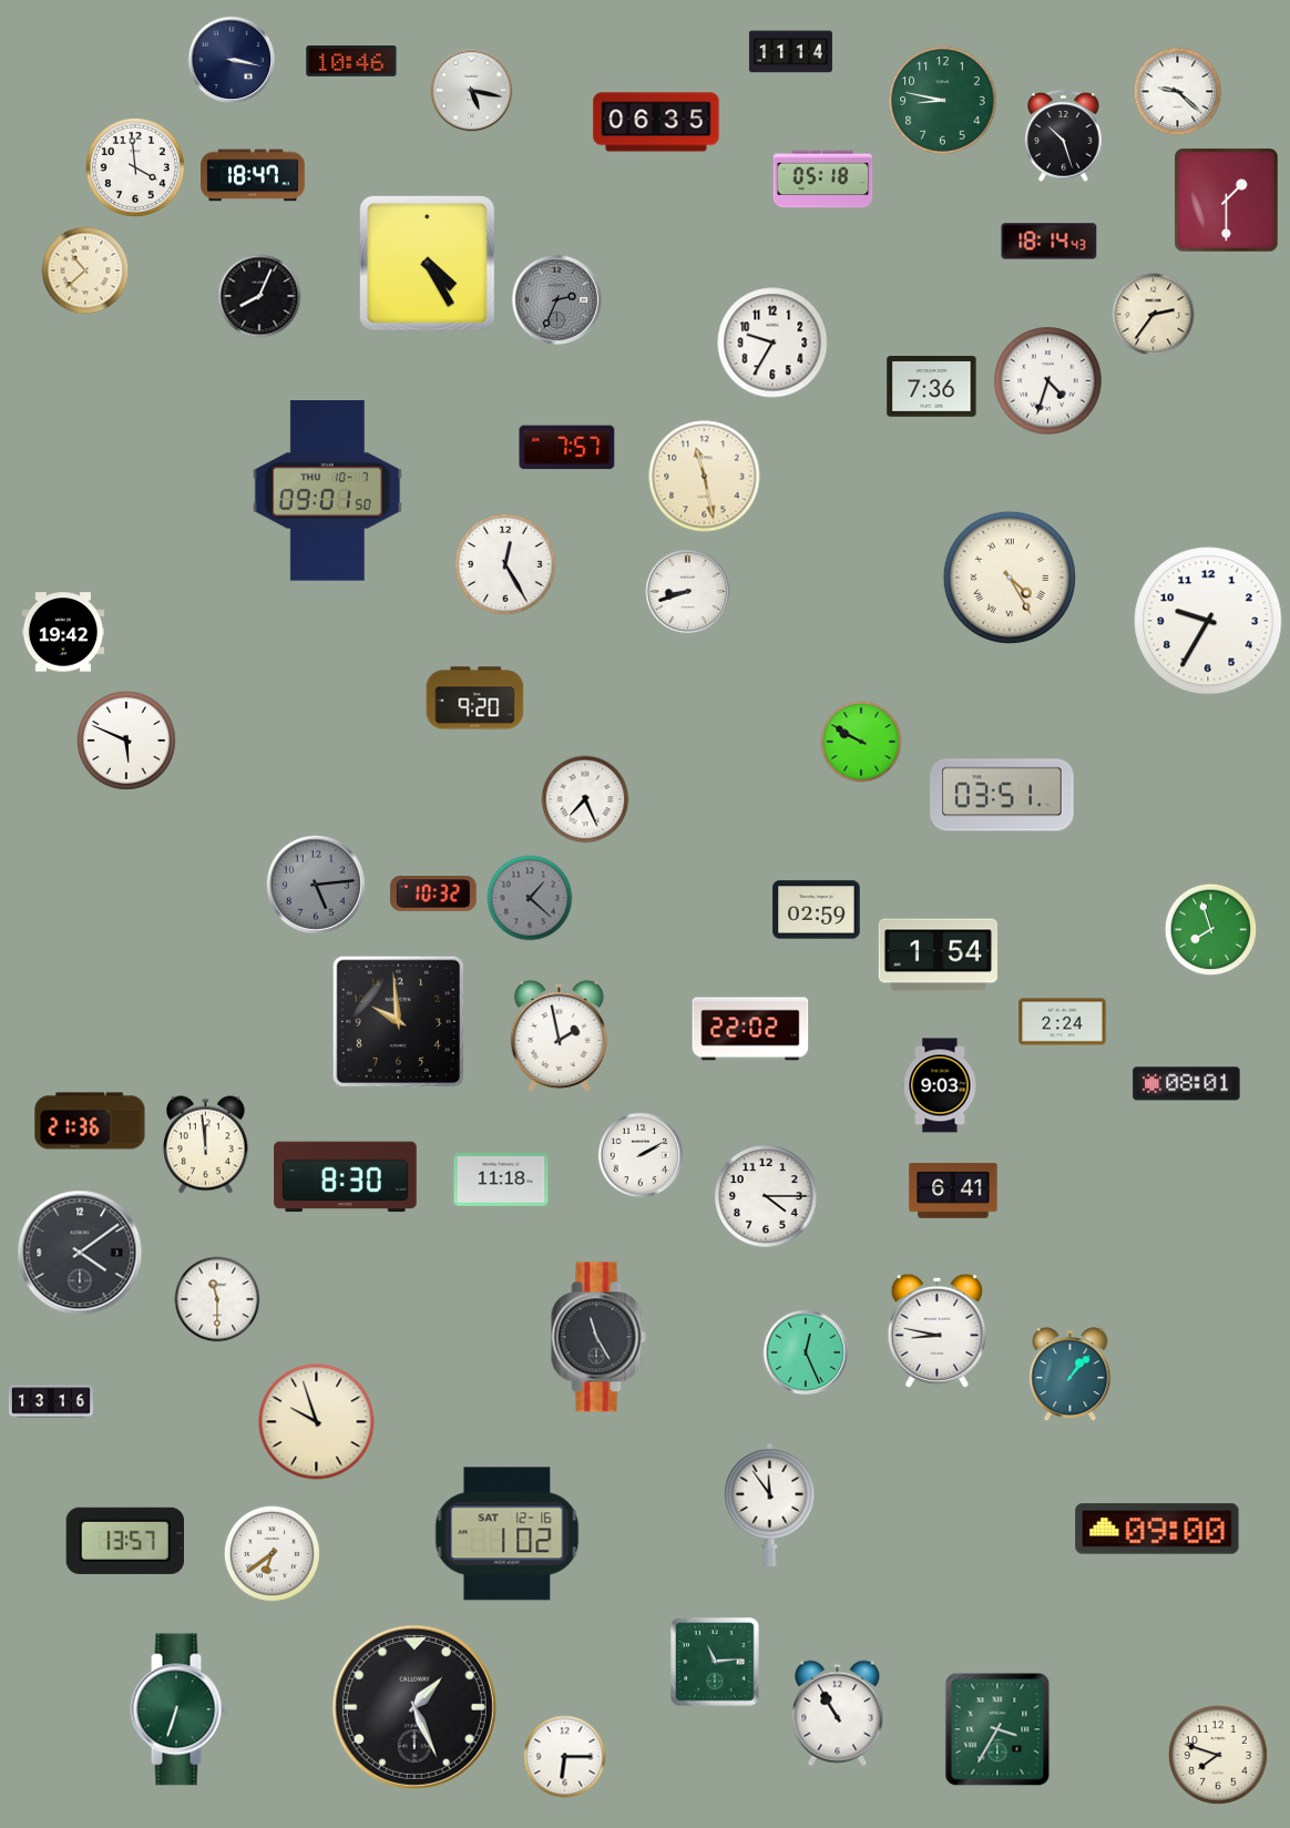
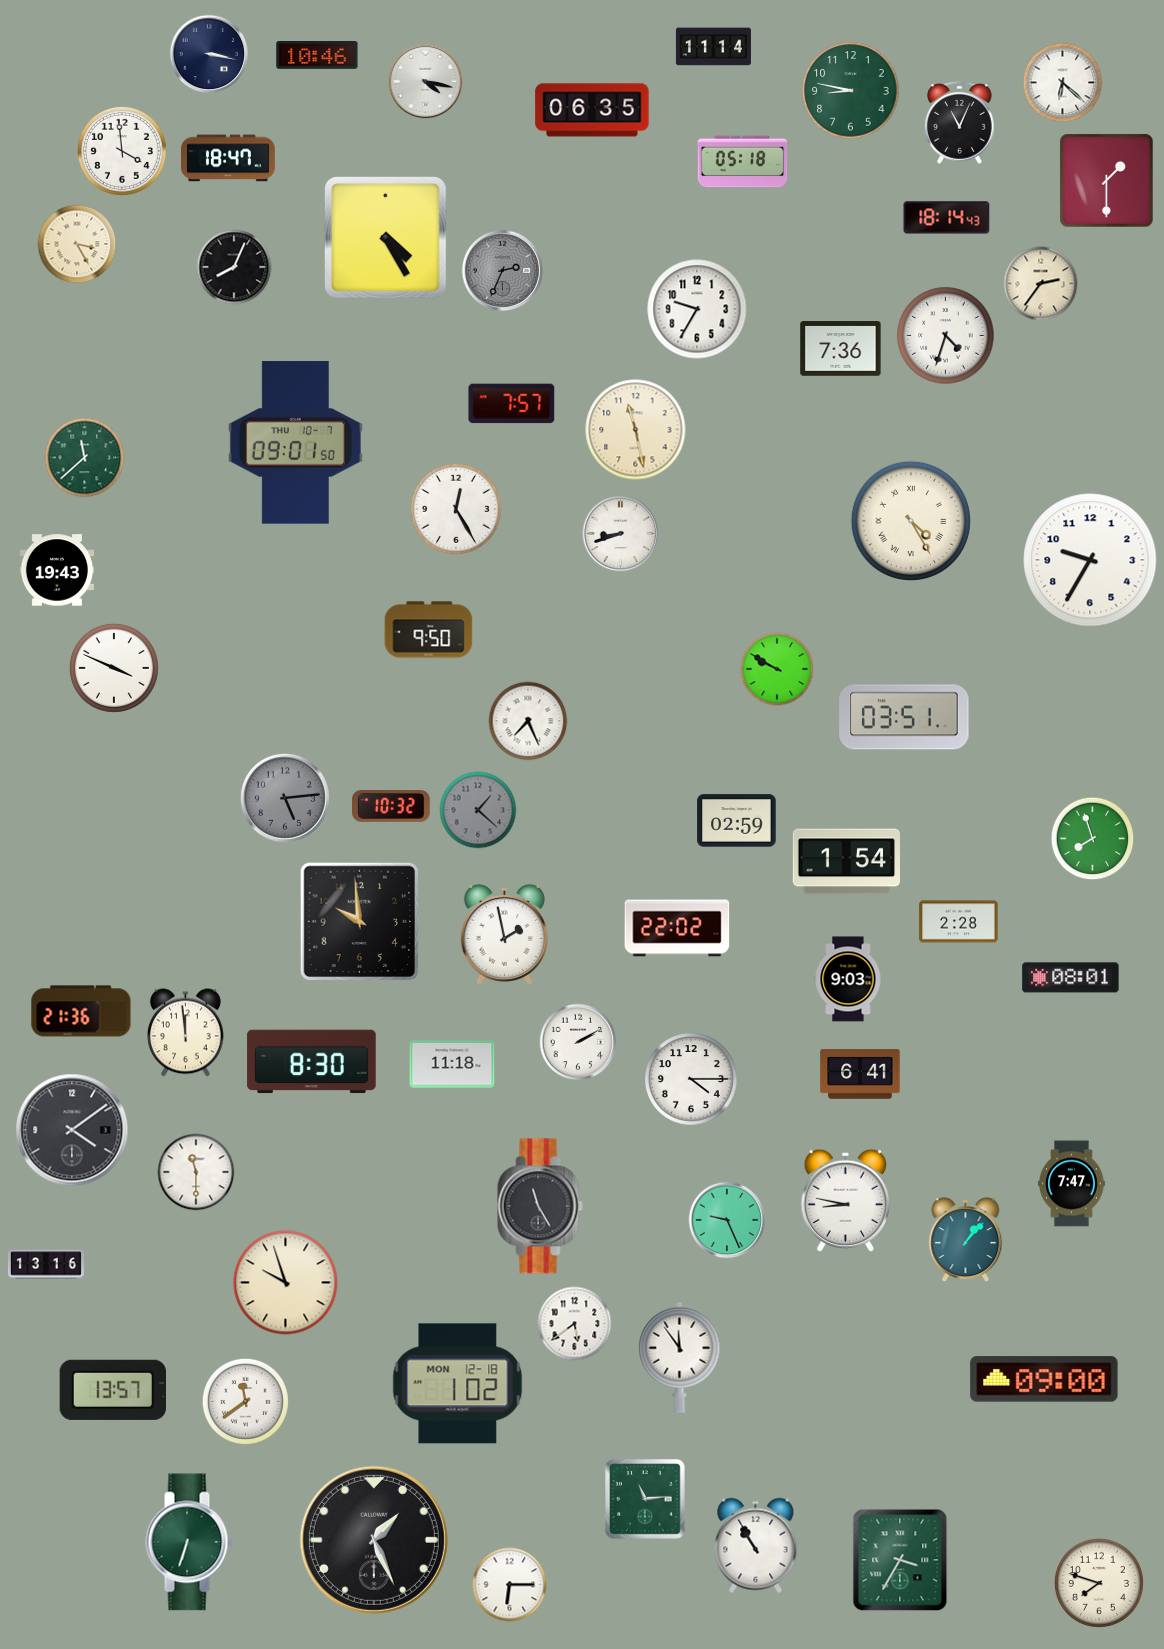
clock at (472, 91): 5:17 -> 4:17
clock at (1178, 92): 9:22 -> 6:22
clock at (1064, 135): 10:27 -> 11:04
clock at (85, 270): 10:38 -> 3:25
clock at (1048, 381) position: (1048, 381) -> (946, 336)
clock at (85, 458): none -> 11:38
clock at (62, 632): 19:42 -> 19:43
clock at (475, 698): 9:20 -> 9:50
clock at (126, 741): 5:49 -> 3:49
clock at (1063, 1022): 2:24 -> 2:28
clock at (1072, 1184): none -> 7:47
clock at (806, 1352): 12:26 -> 9:26
clock at (575, 1324): none -> 5:39
clock at (770, 1504) position: (770, 1504) -> (680, 1357)
clock at (508, 1534) date: SAT 12-16 -> MON 12-18
clock at (272, 1553): 6:39 -> 11:39
clock at (178, 1709) position: (178, 1709) -> (189, 1542)
